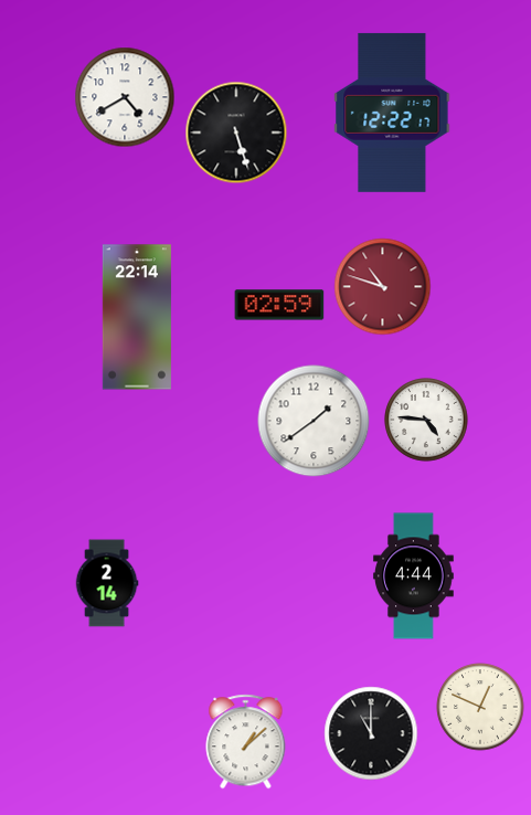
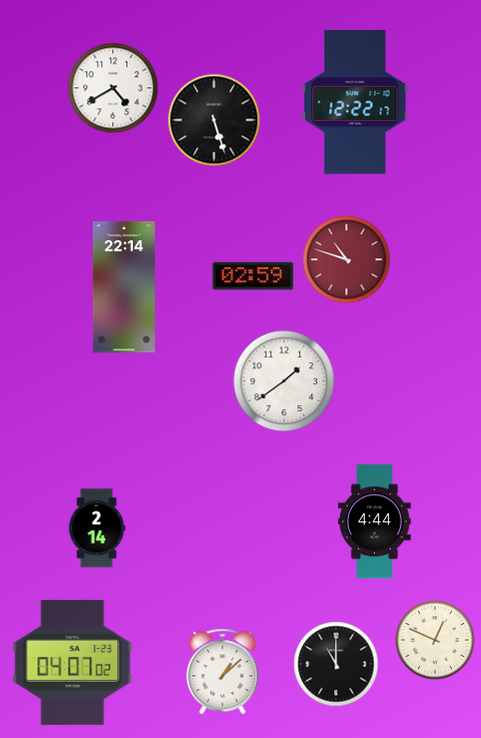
clock at (426, 420): 4:46 -> none
clock at (73, 662): none -> 04:07
